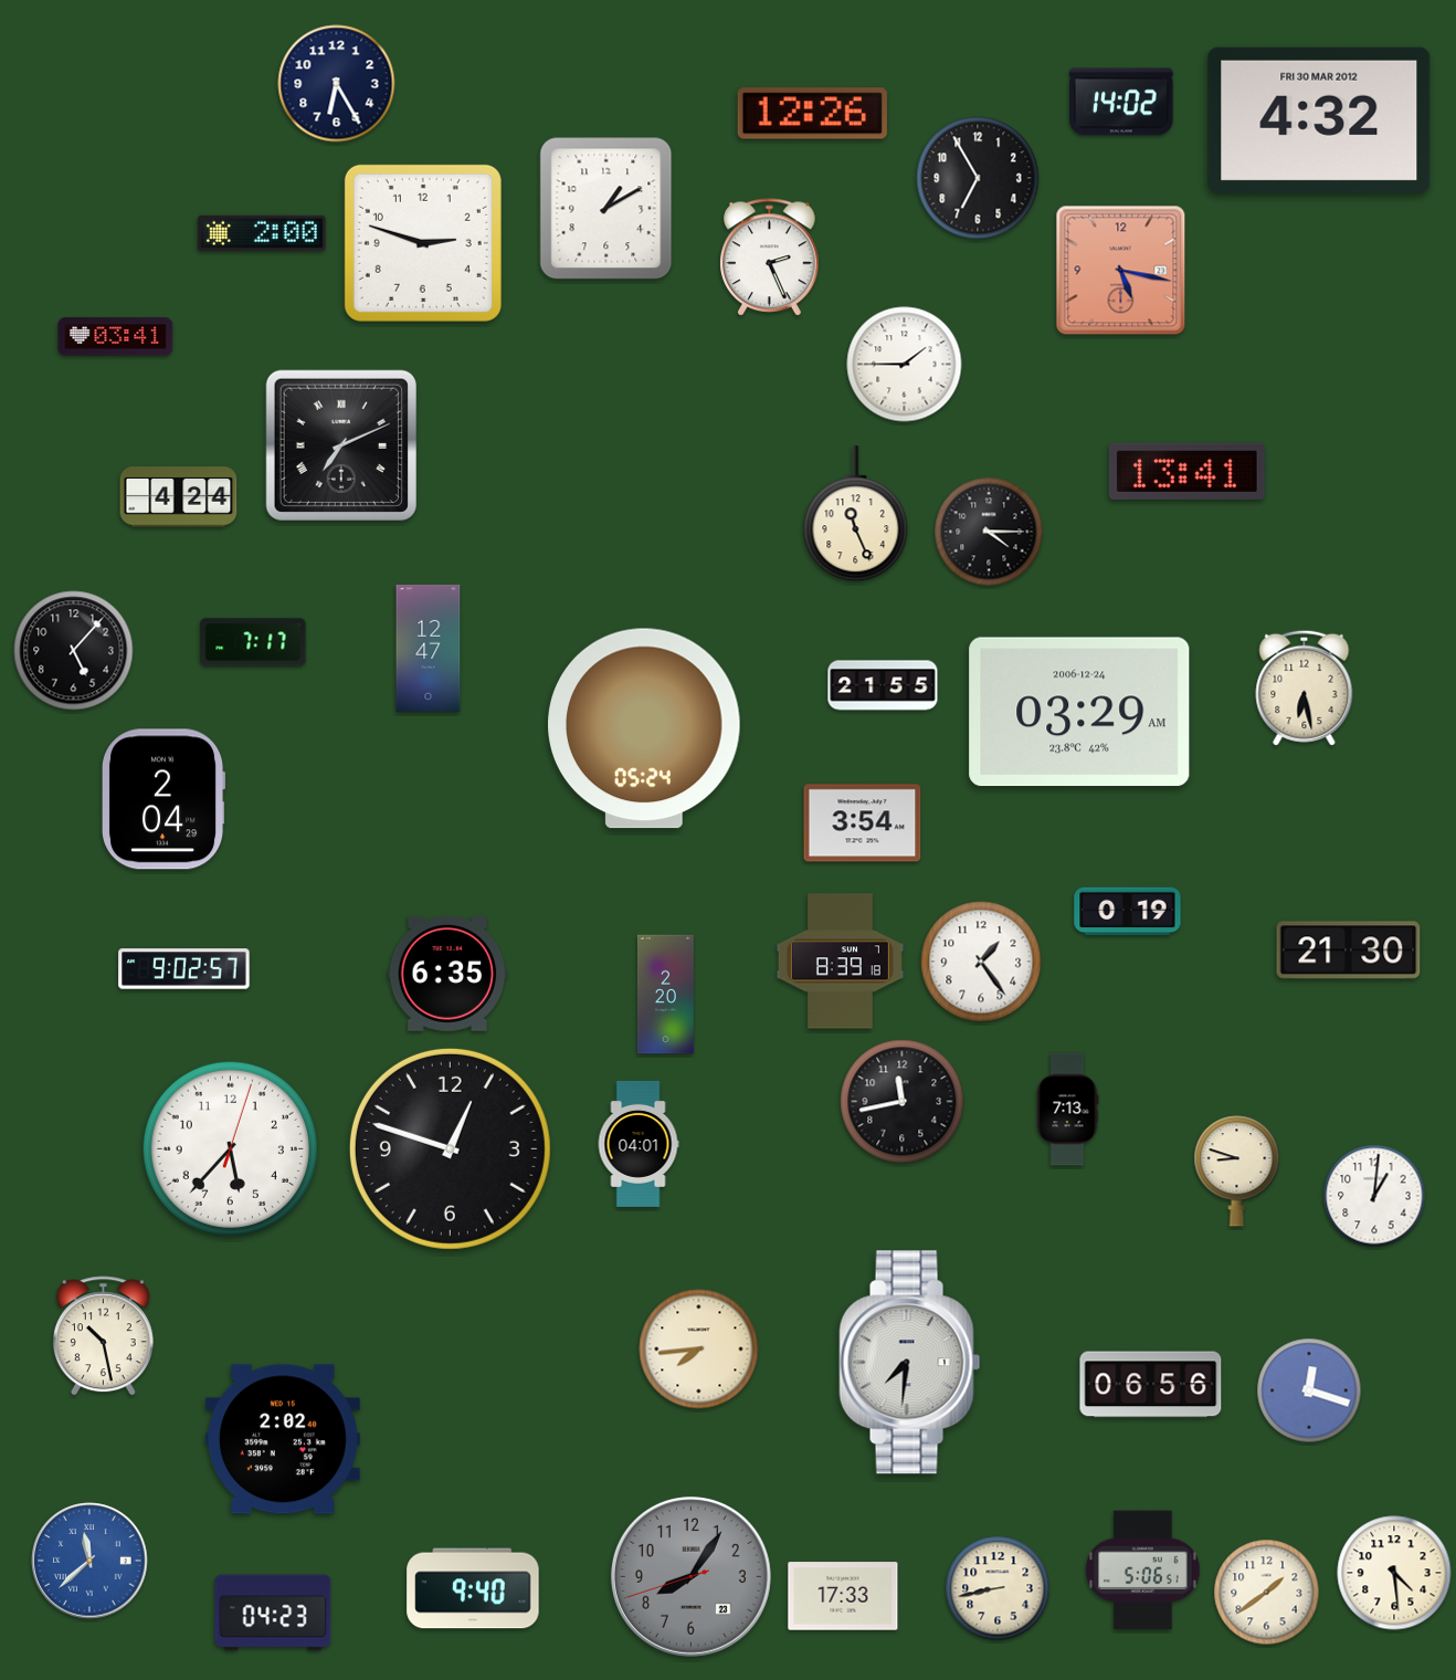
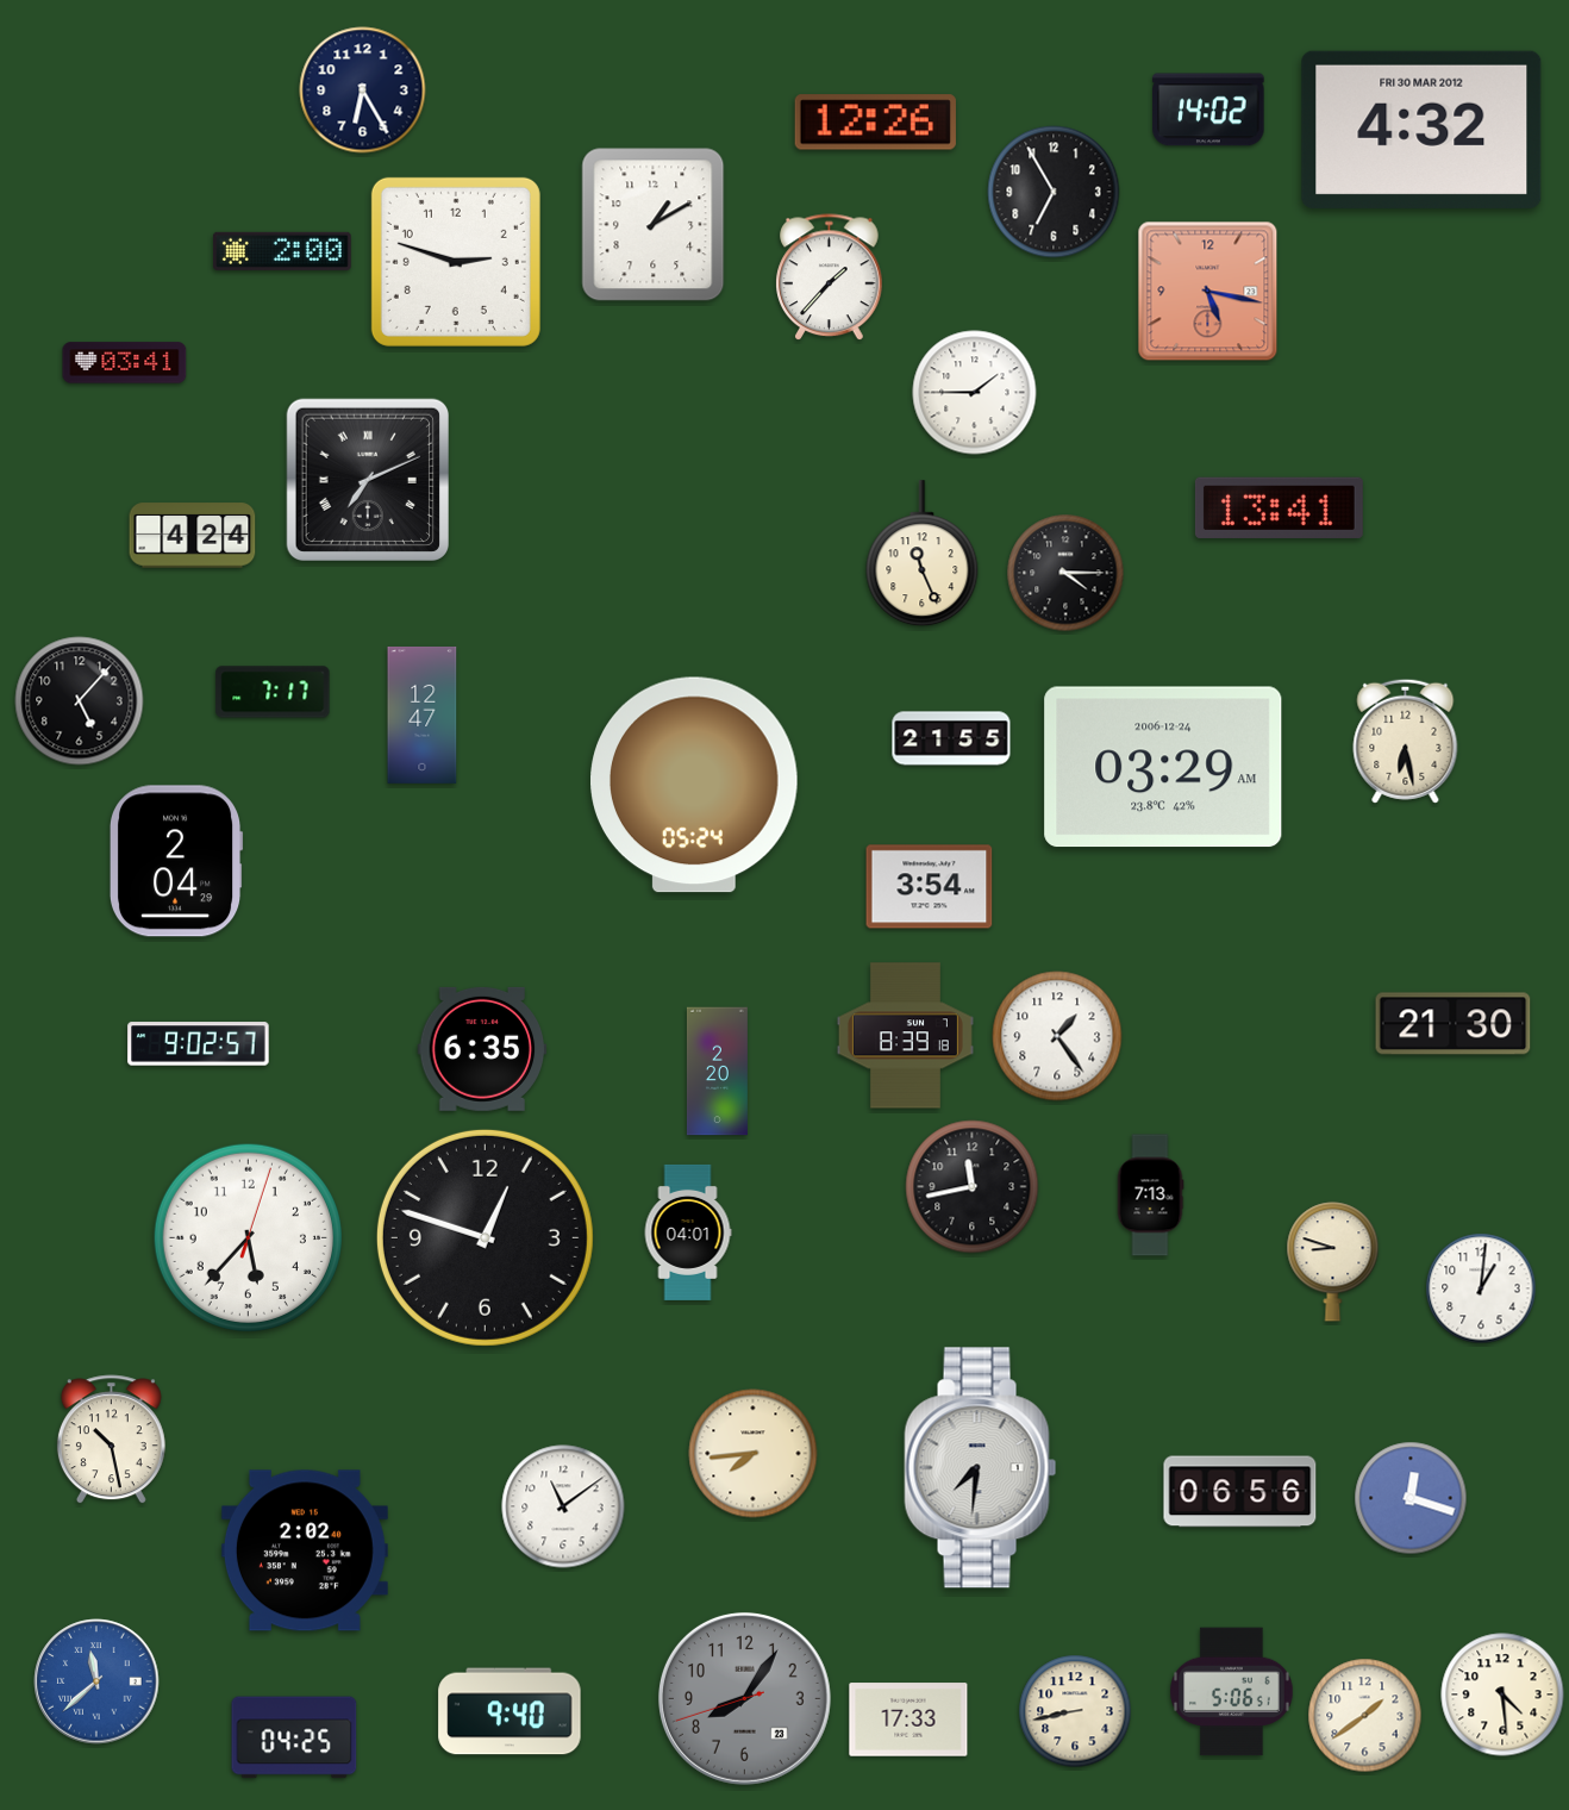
clock at (770, 258): 2:26 -> 1:37
clock at (429, 648) position: (429, 648) -> (423, 714)
clock at (1128, 912): 0:19 -> none
clock at (563, 1506): none -> 11:09
clock at (273, 1613): 04:23 -> 04:25
